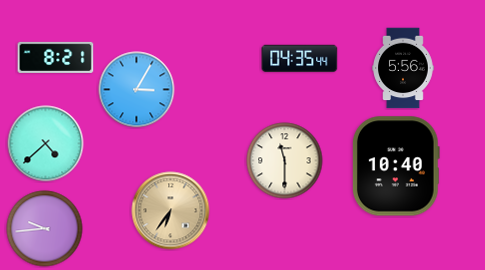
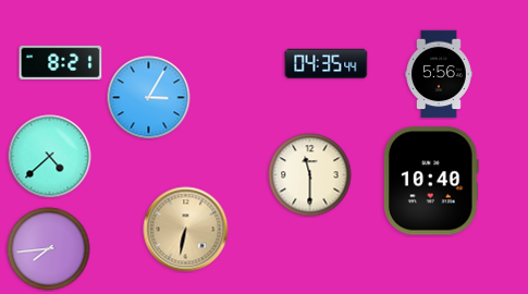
clock at (171, 211): 6:36 -> 6:32
clock at (45, 229): 9:44 -> 7:44
